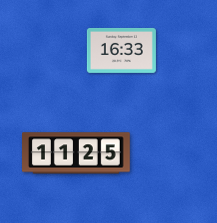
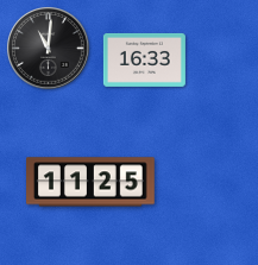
clock at (49, 49): none -> 11:01
